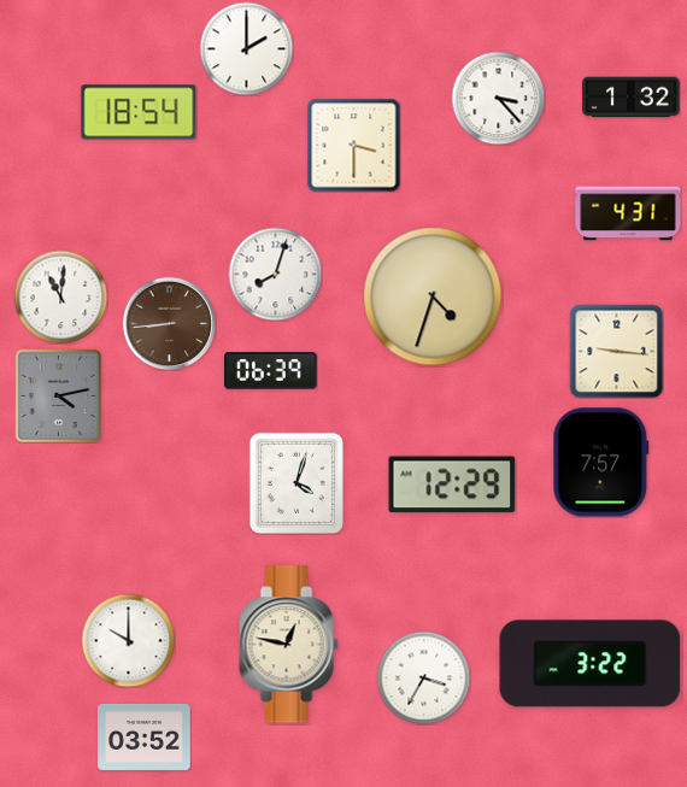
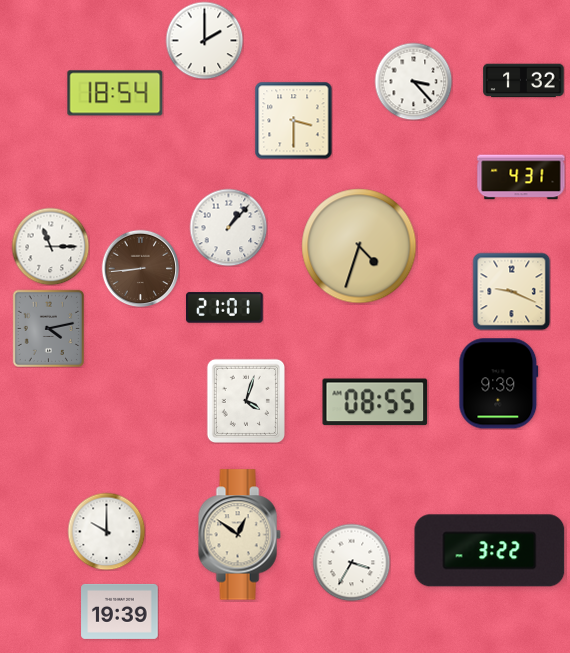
clock at (275, 274): 8:03 -> 1:07
clock at (60, 296): 11:01 -> 11:15
clock at (616, 351): 9:16 -> 9:19
clock at (271, 371): 06:39 -> 21:01
clock at (601, 463): 7:57 -> 9:39
clock at (452, 484): 12:29 -> 08:55
clock at (288, 645): 12:47 -> 12:51
clock at (145, 736): 03:52 -> 19:39
